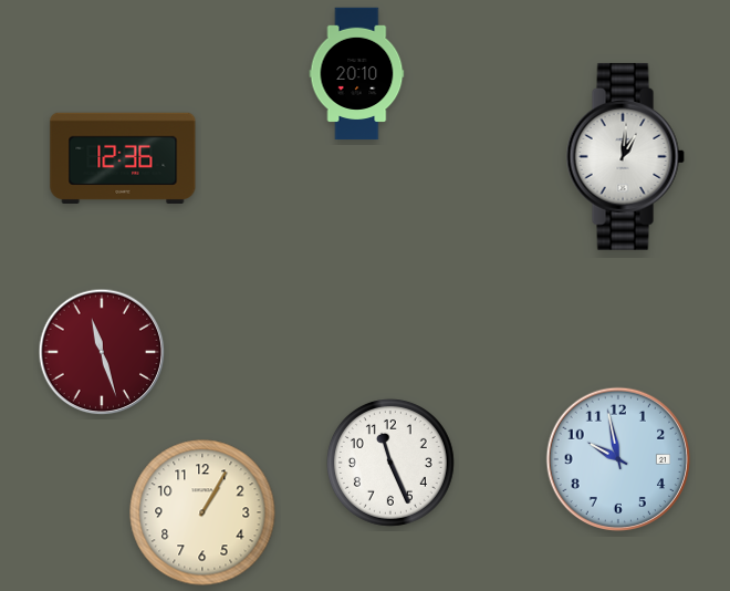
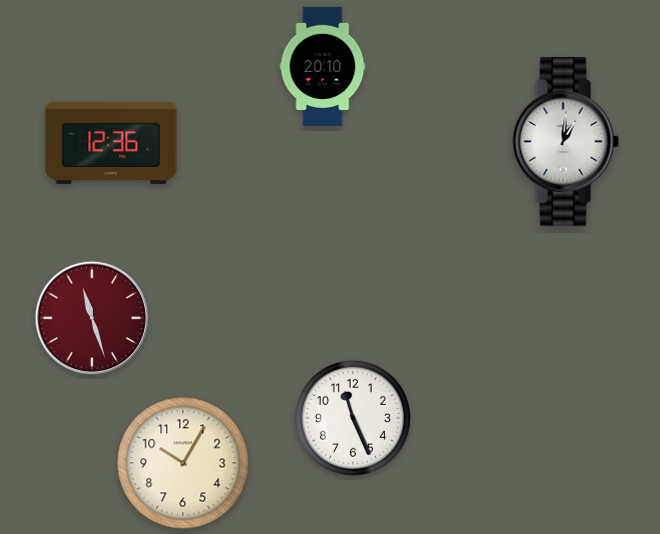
clock at (617, 458): 9:58 -> none
clock at (202, 512): 1:05 -> 10:05
